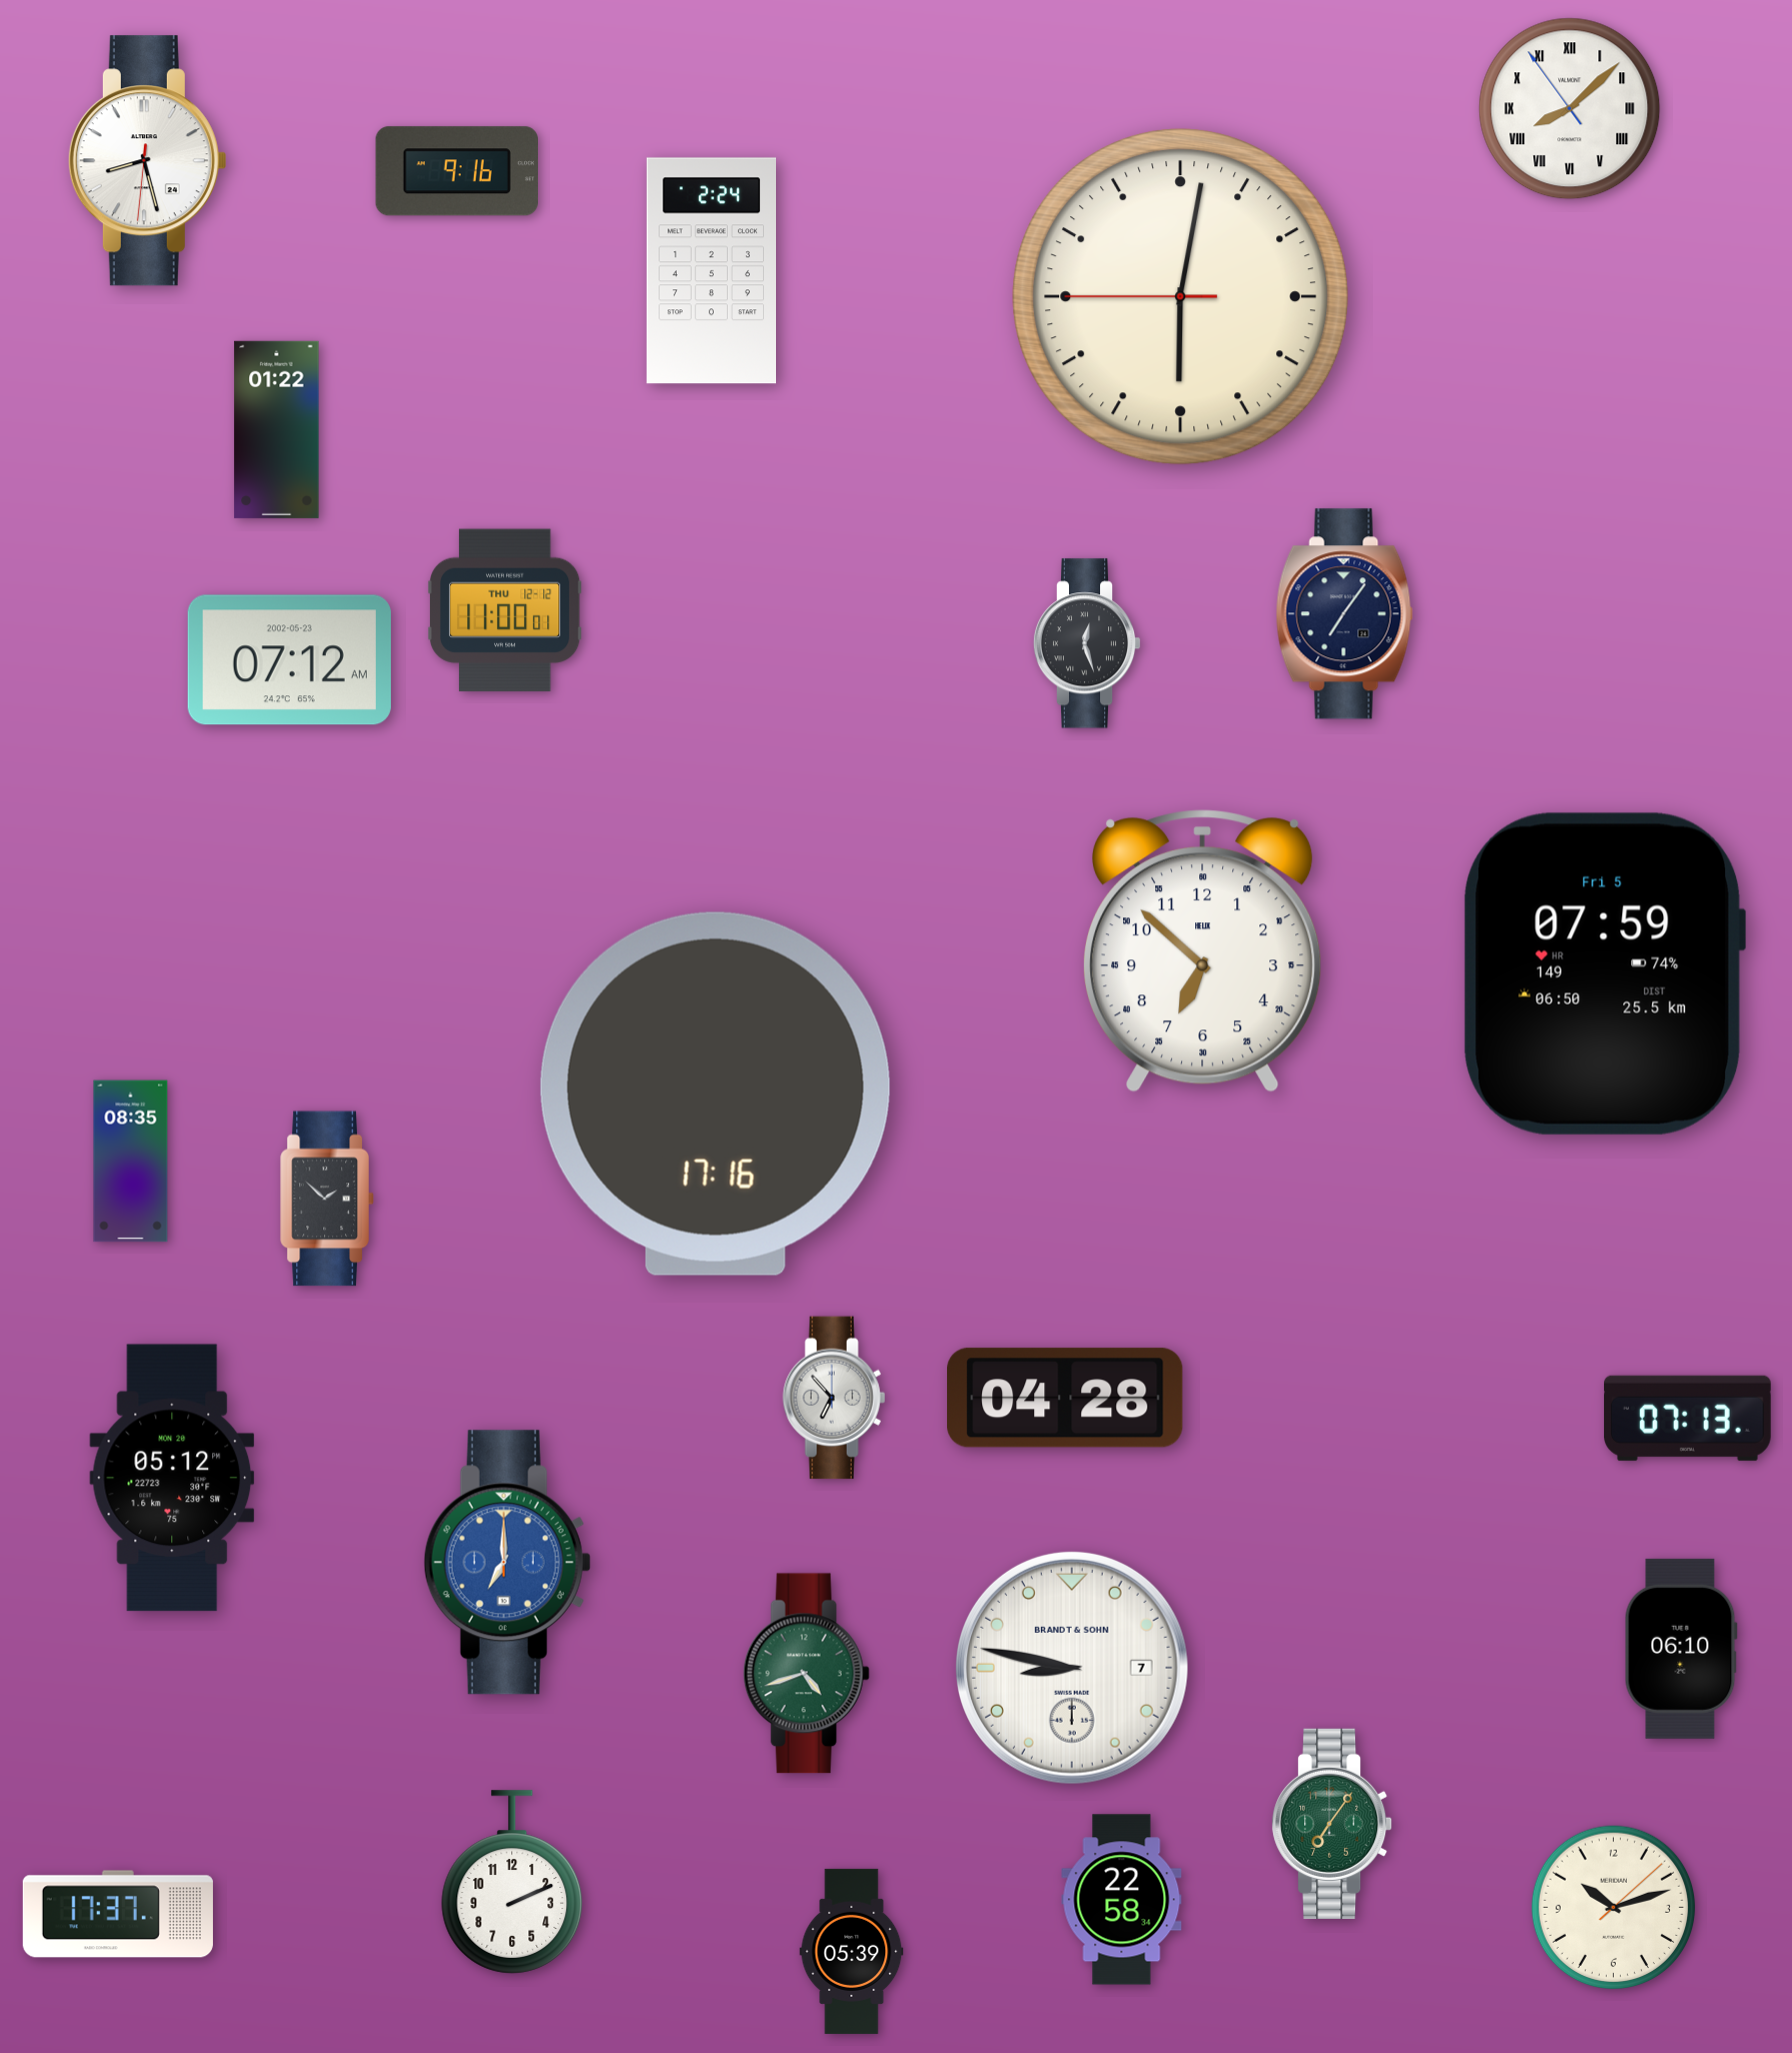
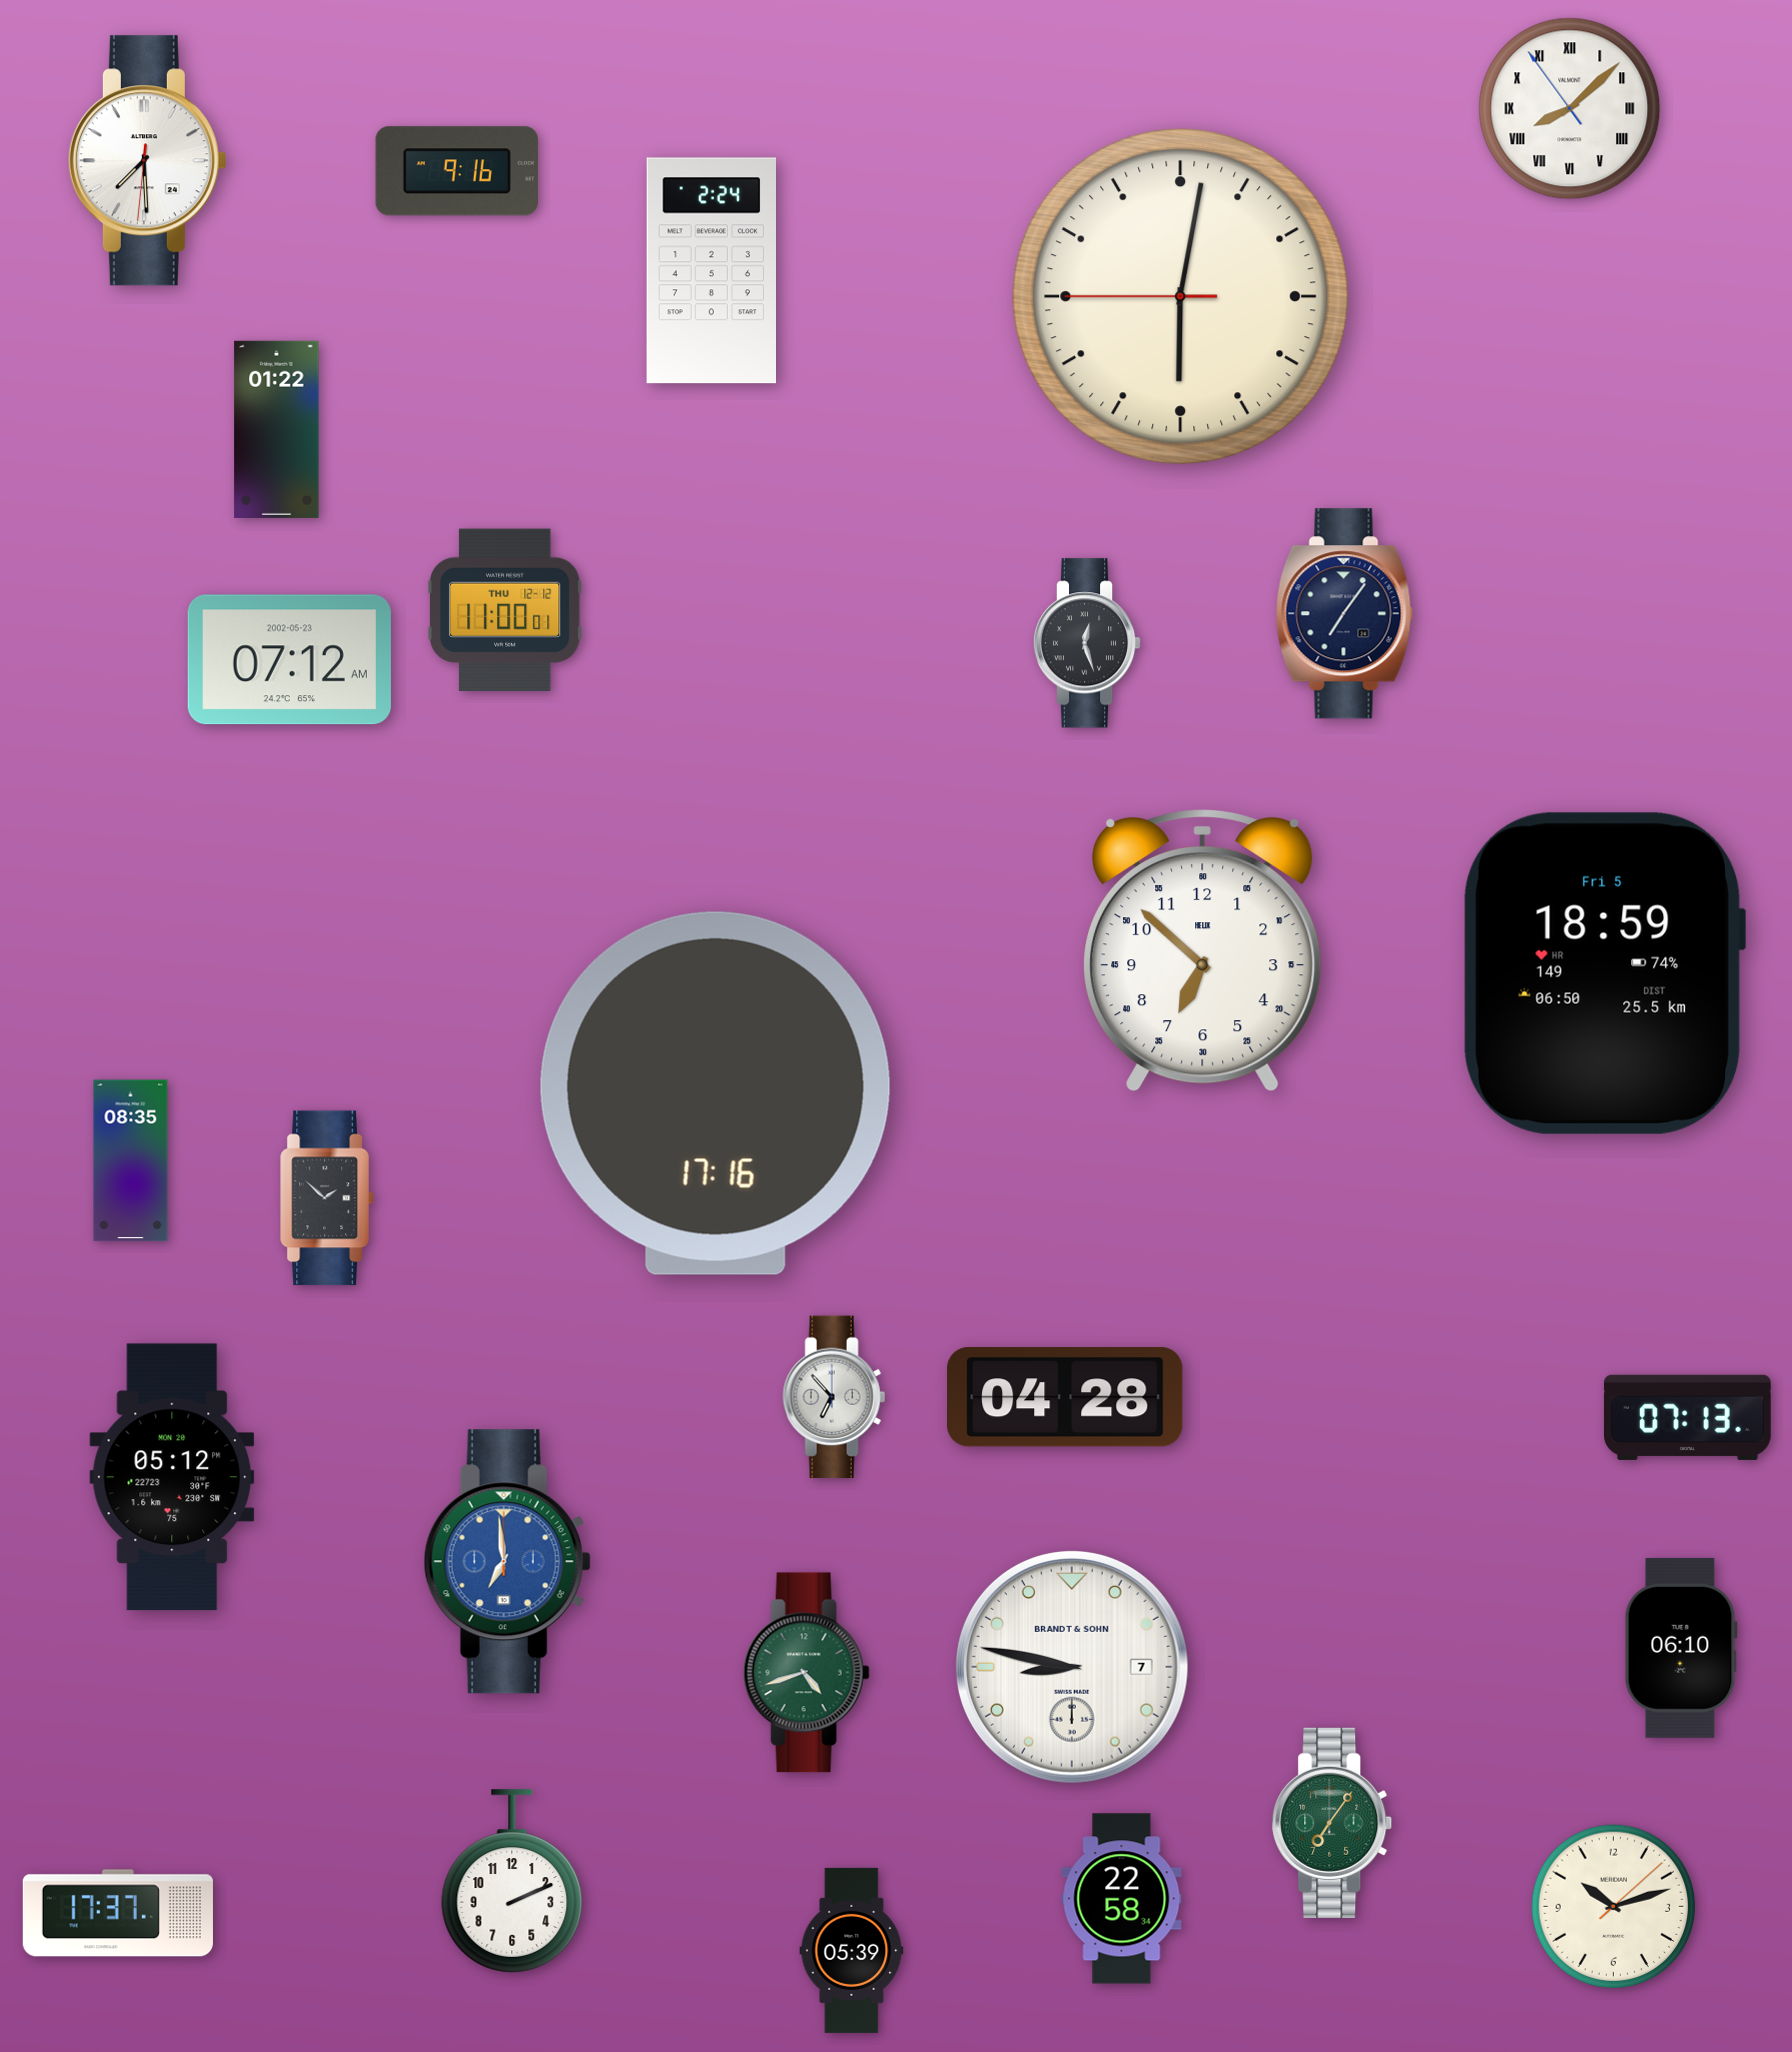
clock at (147, 161): 8:27 -> 7:29
clock at (1604, 973): 07:59 -> 18:59
clock at (507, 1563): 7:00 -> 6:59
